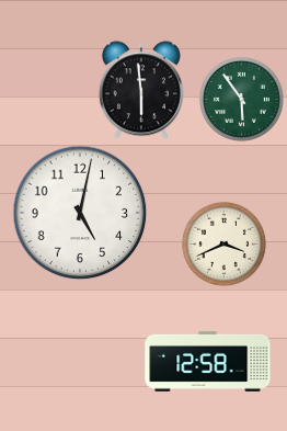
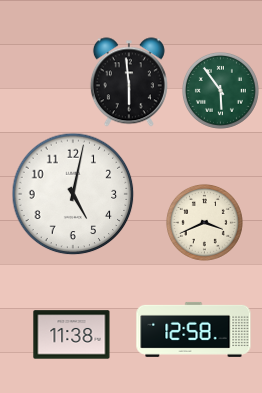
clock at (208, 361) position: (208, 361) -> (194, 329)
clock at (72, 335): none -> 11:38
